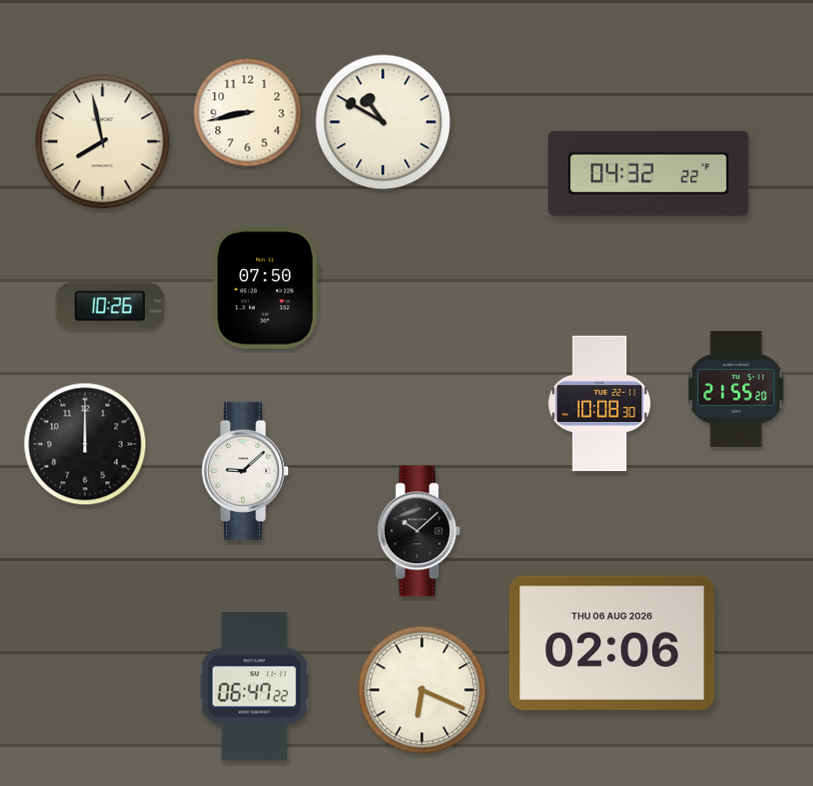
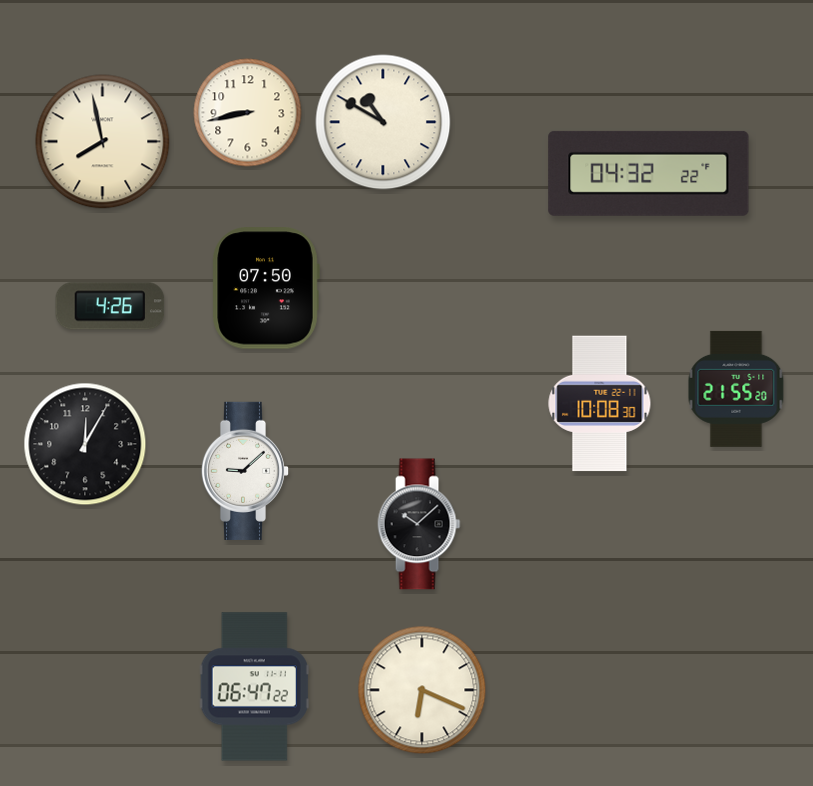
clock at (110, 306): 10:26 -> 4:26
clock at (85, 444): 12:00 -> 12:05
clock at (419, 531) position: (419, 531) -> (419, 524)
clock at (612, 642): 02:06 -> none
